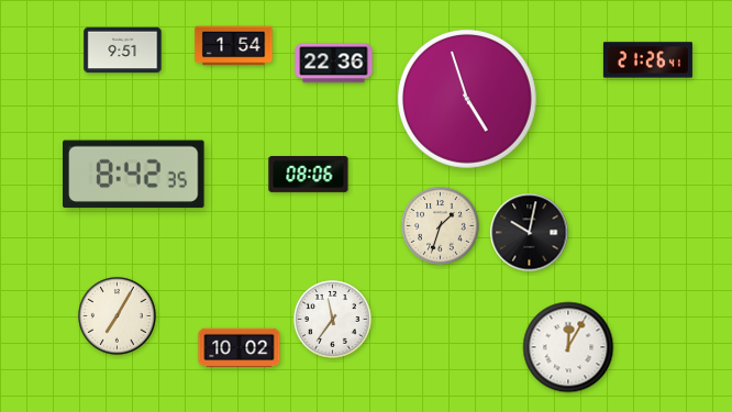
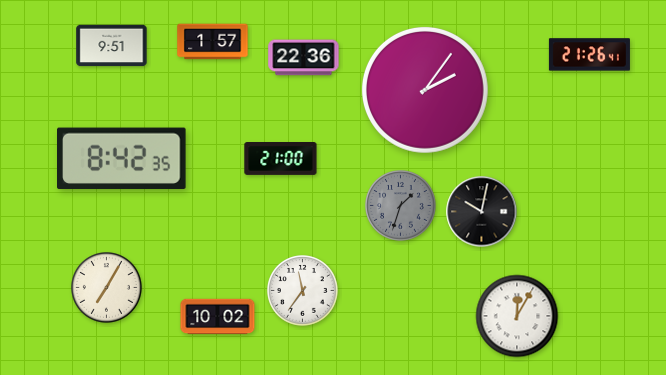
clock at (234, 46): 1:54 -> 1:57
clock at (467, 99): 4:57 -> 2:06
clock at (309, 175): 08:06 -> 21:00
clock at (441, 226) dial: cream -> grey
